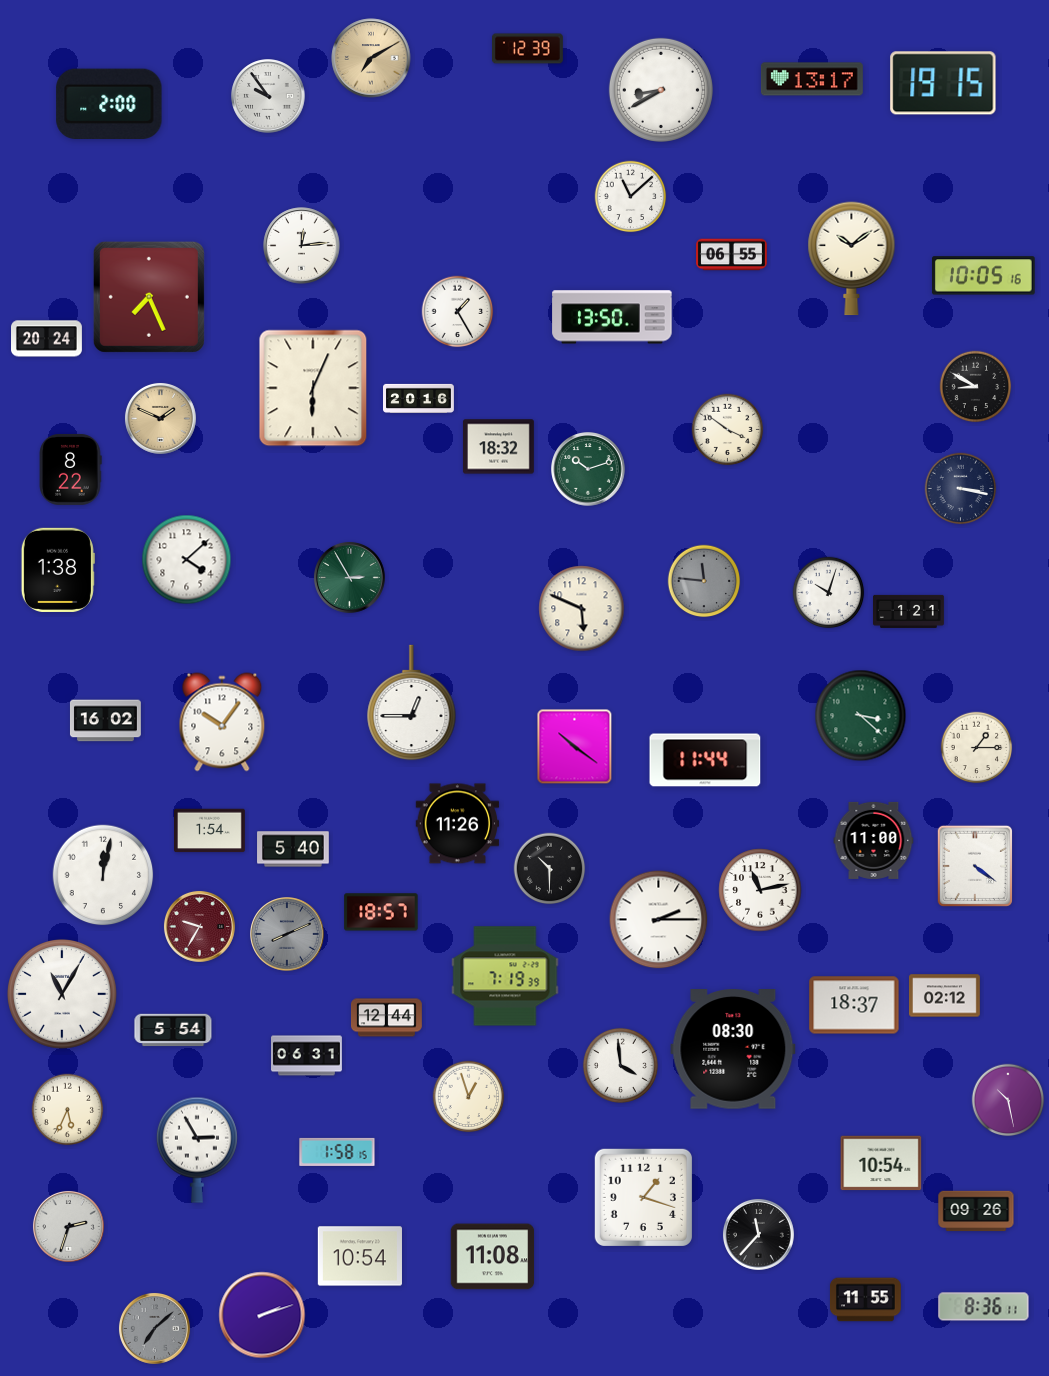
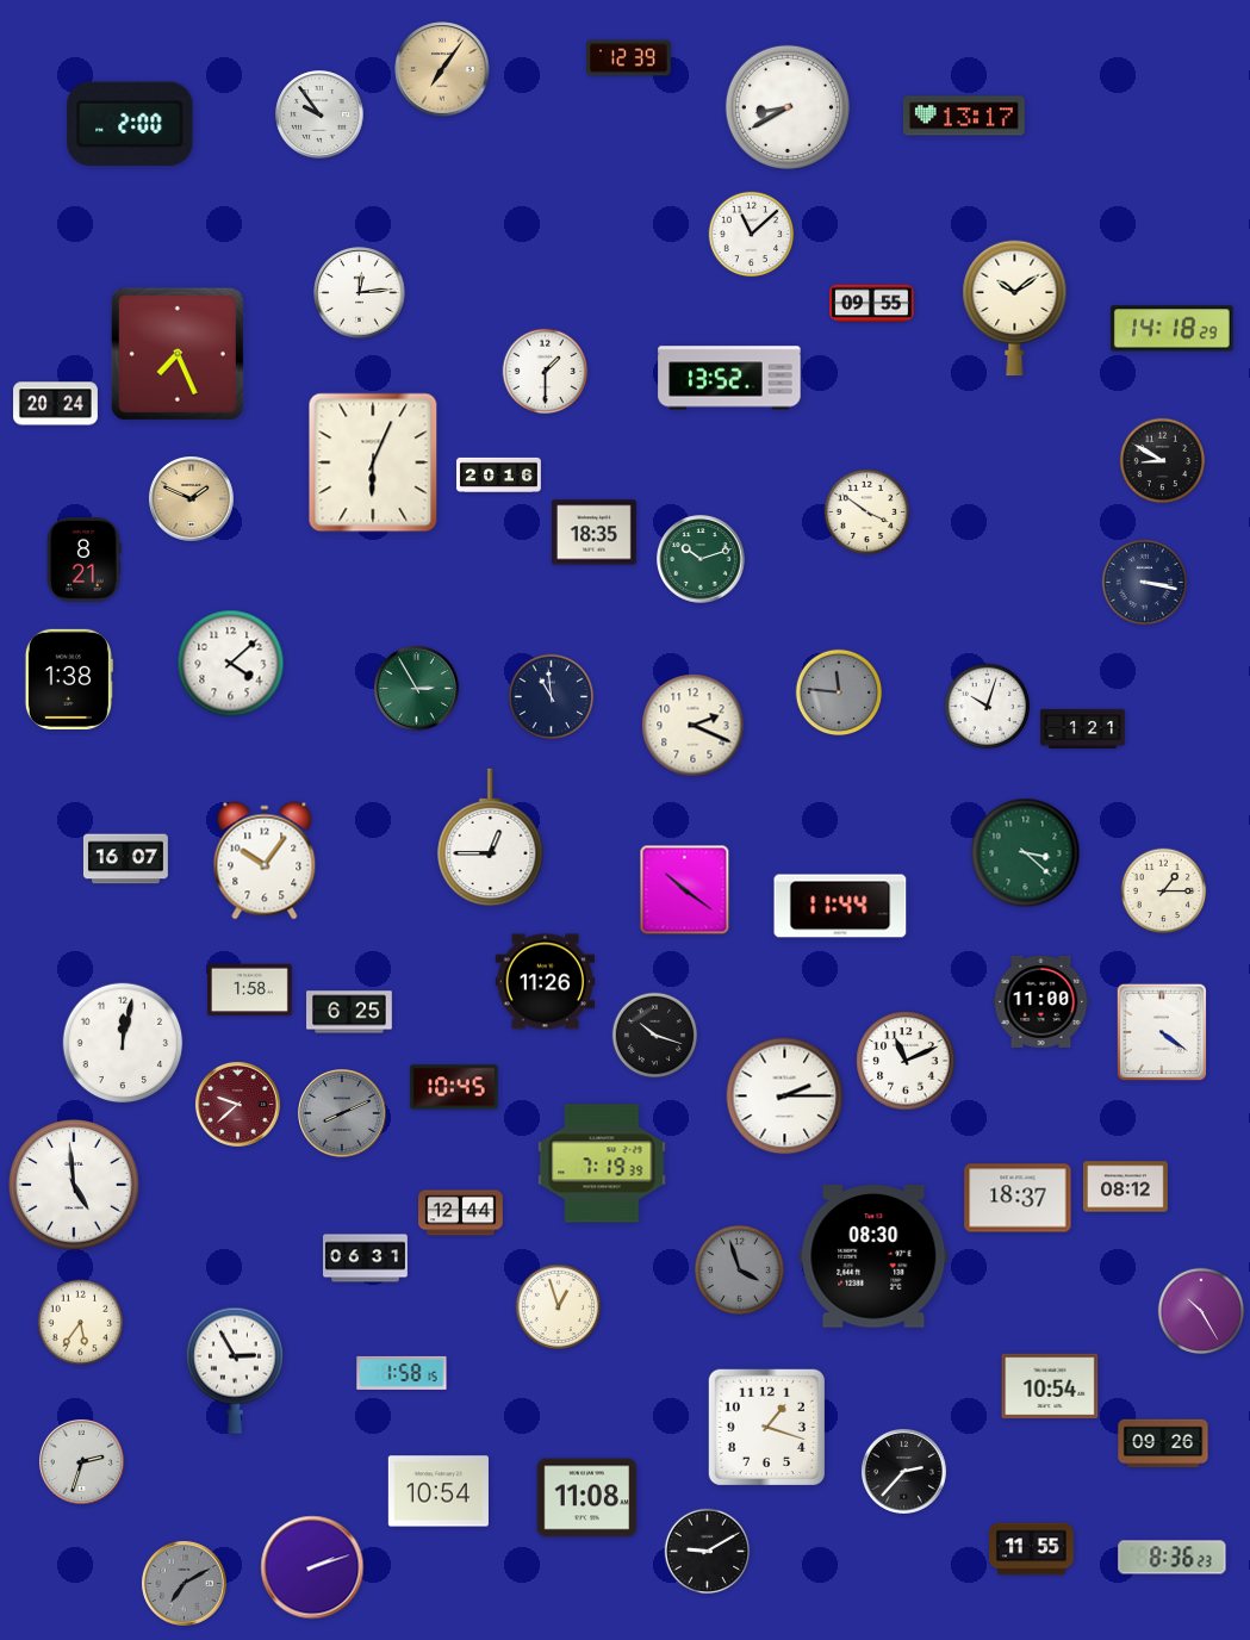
clock at (371, 58): 7:10 -> 7:06
clock at (812, 79) position: (812, 79) -> (964, 116)
clock at (943, 83): 19:15 -> none
clock at (732, 255): 06:55 -> 09:55
clock at (983, 276): 10:05 -> 14:18
clock at (458, 312): 1:25 -> 1:30
clock at (612, 317): 13:50 -> 13:52
clock at (498, 447): 18:32 -> 18:35
clock at (70, 469): 8:22 -> 8:21
clock at (187, 560) position: (187, 560) -> (231, 664)
clock at (552, 697): none -> 10:59
clock at (582, 609): 5:49 -> 2:19
clock at (106, 721): 16:02 -> 16:07
clock at (210, 831): 1:54 -> 1:58
clock at (293, 849): 5:40 -> 6:25
clock at (550, 869): 10:30 -> 10:18
clock at (760, 890): 11:13 -> 11:11
clock at (381, 912): 18:57 -> 10:45
clock at (200, 927): 9:35 -> 9:38
clock at (63, 995): 11:05 -> 4:59
clock at (945, 996): 02:12 -> 08:12
clock at (173, 1030): 5:54 -> none
clock at (733, 1049) position: (733, 1049) -> (873, 1256)
clock at (620, 1065): 3:59 -> 3:57
clock at (620, 1065) dial: white -> grey
clock at (1008, 1100): 10:28 -> 10:25
clock at (68, 1110): 5:34 -> 5:36
clock at (759, 1235): 11:37 -> 2:37
clock at (360, 1256) position: (360, 1256) -> (439, 1491)
clock at (708, 1552): none -> 9:10
clock at (984, 1307): 8:36:11 -> 8:36:23
clock at (155, 1329): 7:08 -> 7:10
